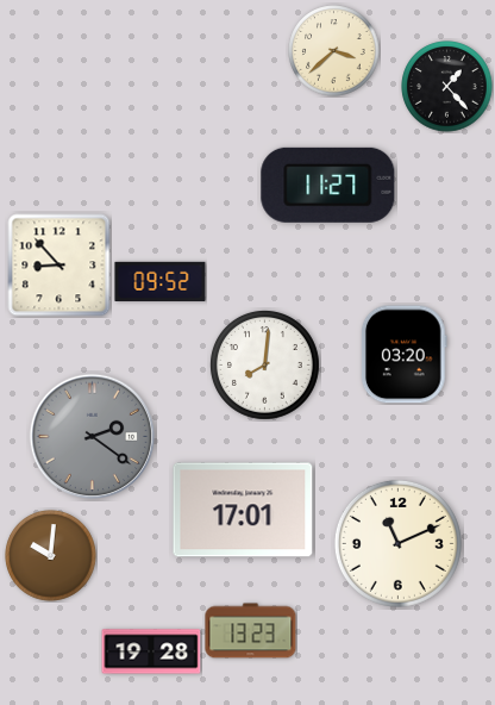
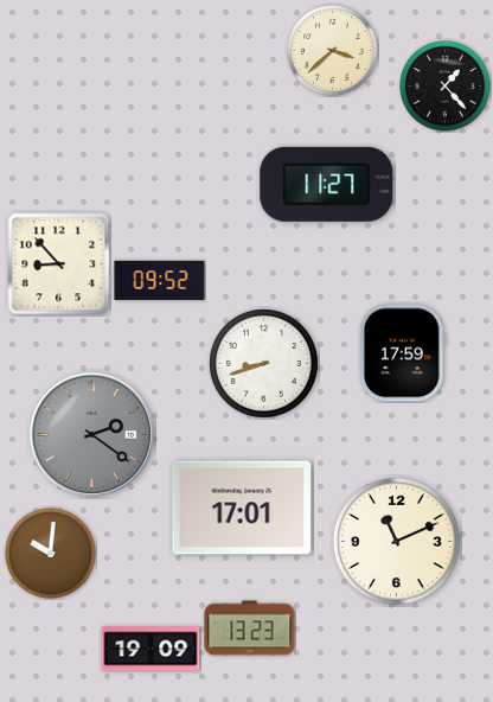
clock at (403, 355): 03:20 -> 17:59
clock at (264, 364): 8:01 -> 8:42
clock at (151, 651): 19:28 -> 19:09
